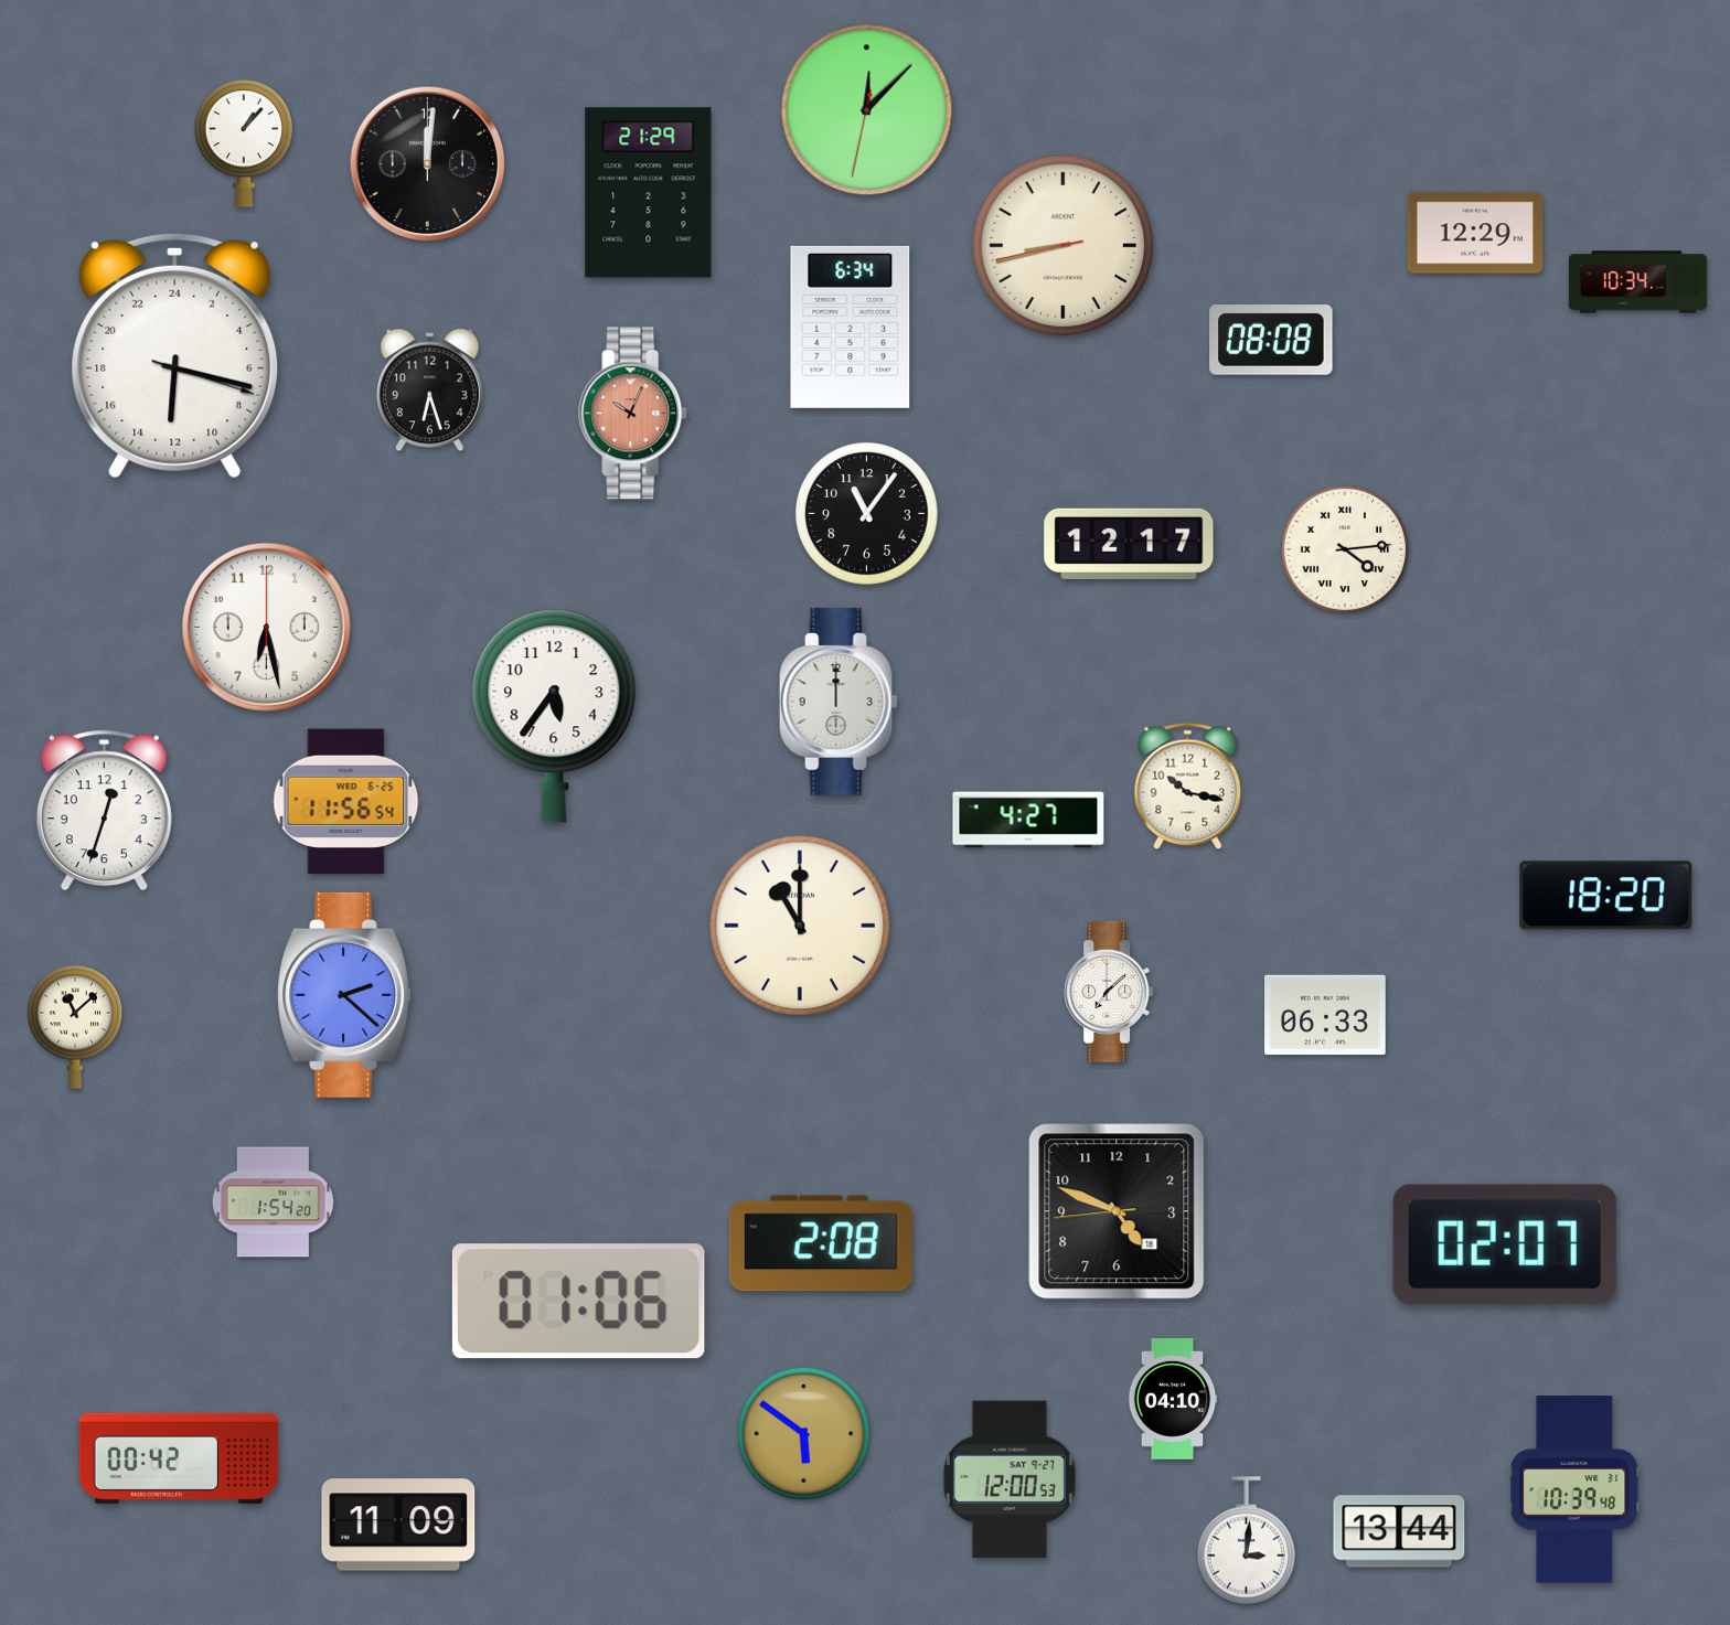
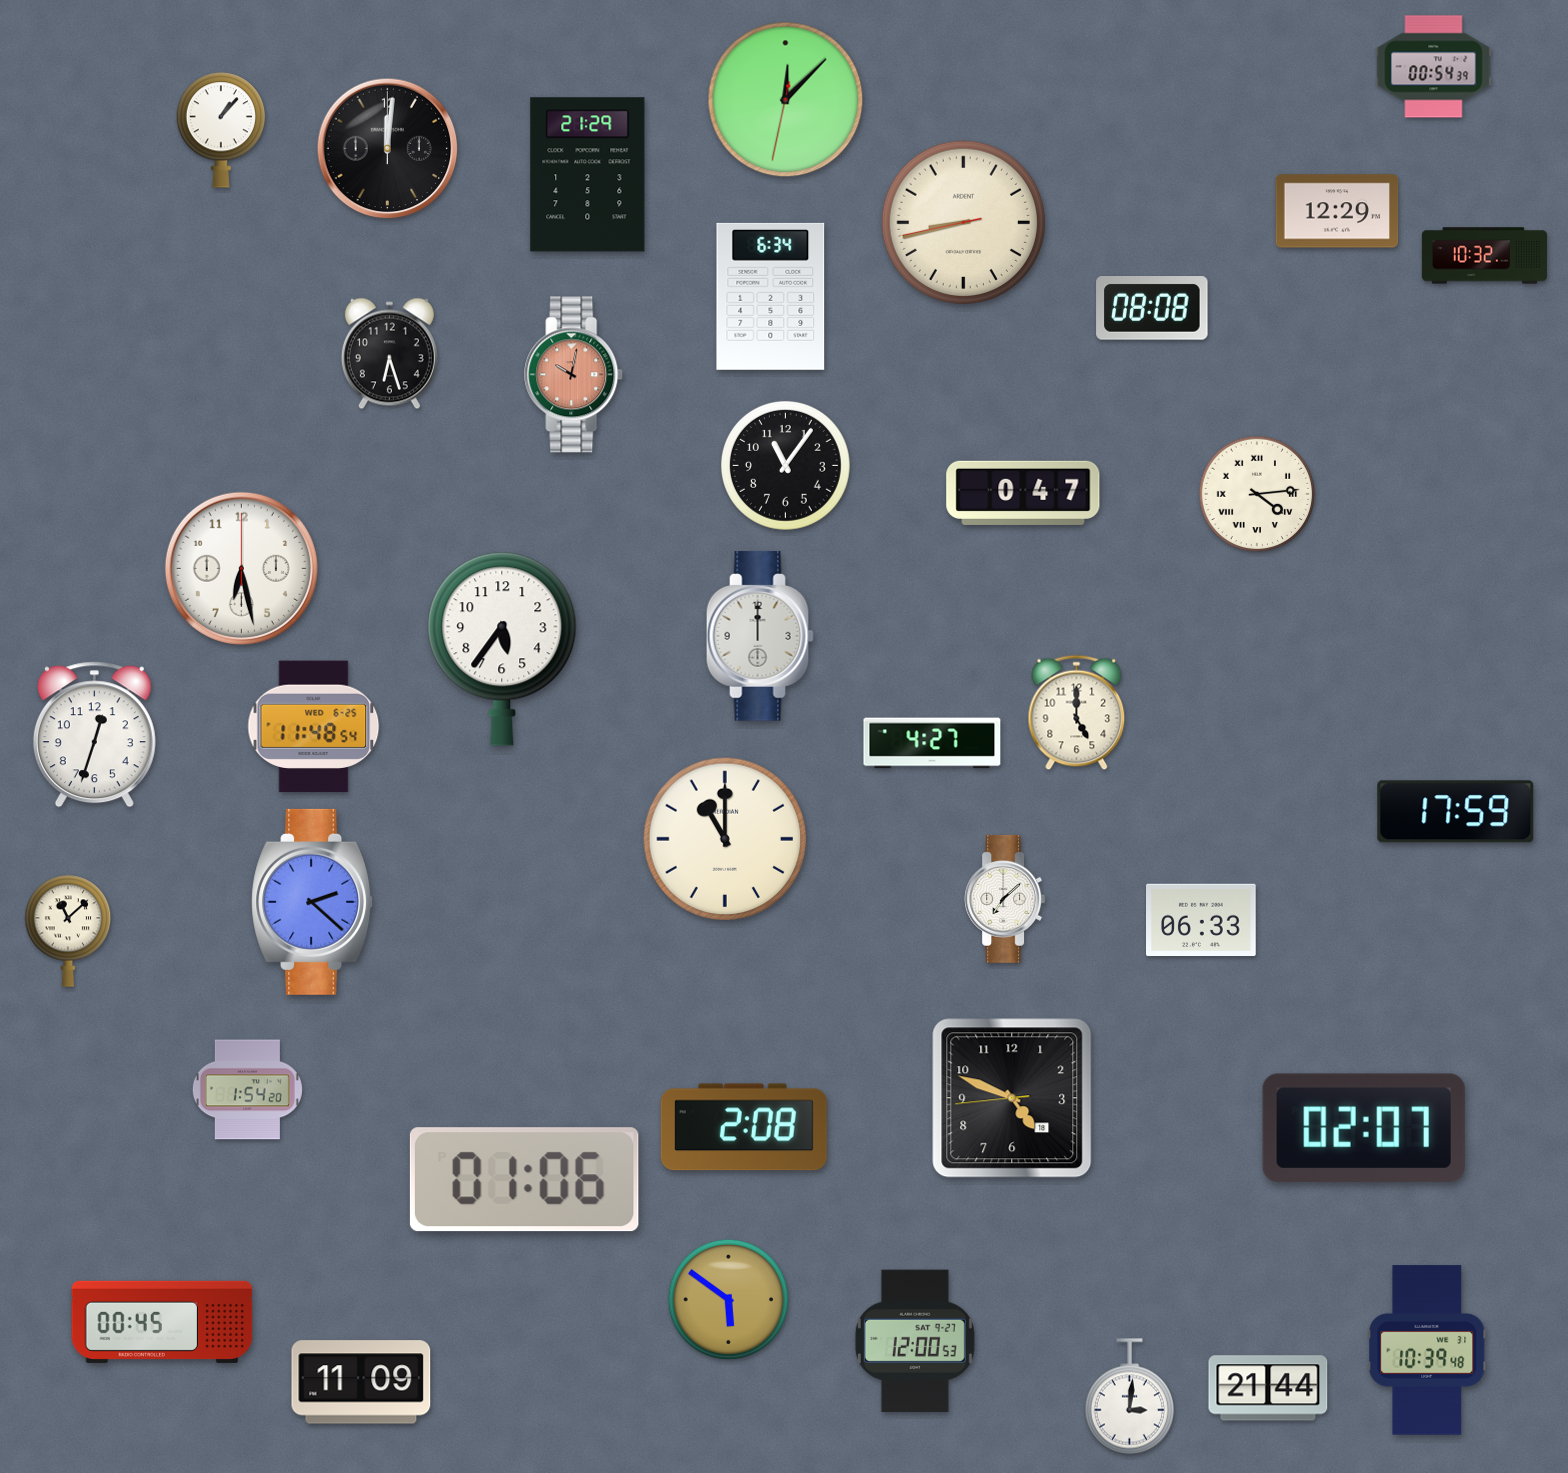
clock at (1434, 67): none -> 00:54
clock at (1637, 282): 10:34 -> 10:32
clock at (175, 355): 12:17 -> none
clock at (633, 414): 10:04 -> 10:02
clock at (1129, 544): 12:17 -> 0:47
clock at (1345, 549) position: (1345, 549) -> (1257, 494)
clock at (1188, 787): 10:17 -> 5:00
clock at (346, 802): 11:56 -> 11:48
clock at (1606, 896): 18:20 -> 17:59
clock at (1173, 1399): 04:10 -> none
clock at (179, 1458): 00:42 -> 00:45
clock at (1399, 1531): 13:44 -> 21:44
